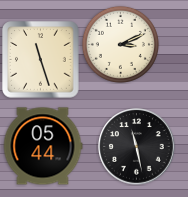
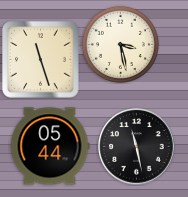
clock at (120, 44): 3:11 -> 3:28
clock at (43, 146) position: (43, 146) -> (50, 146)
